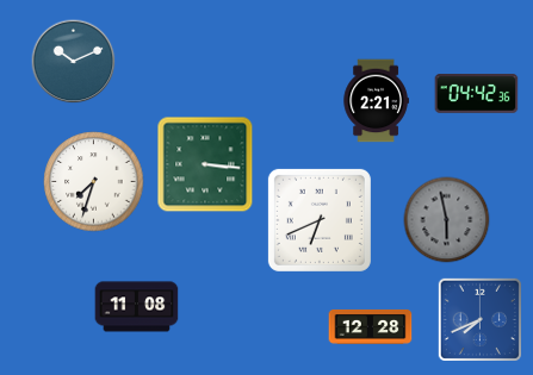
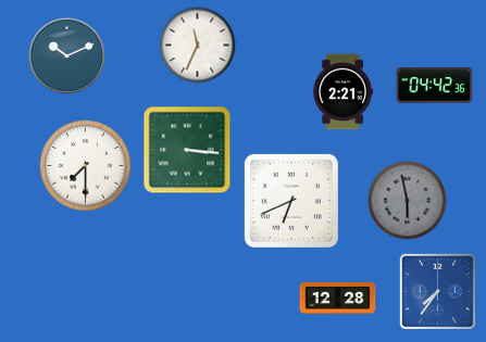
clock at (198, 46): none -> 11:34
clock at (94, 182): 7:33 -> 7:30
clock at (137, 307): 11:08 -> none
clock at (479, 319): 7:41 -> 7:36
